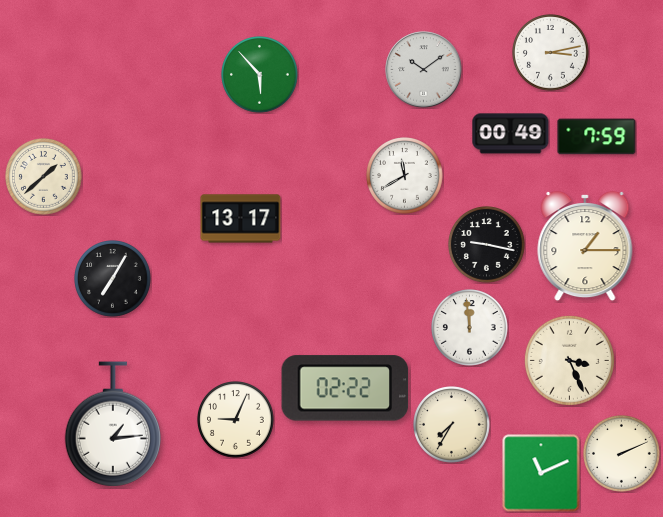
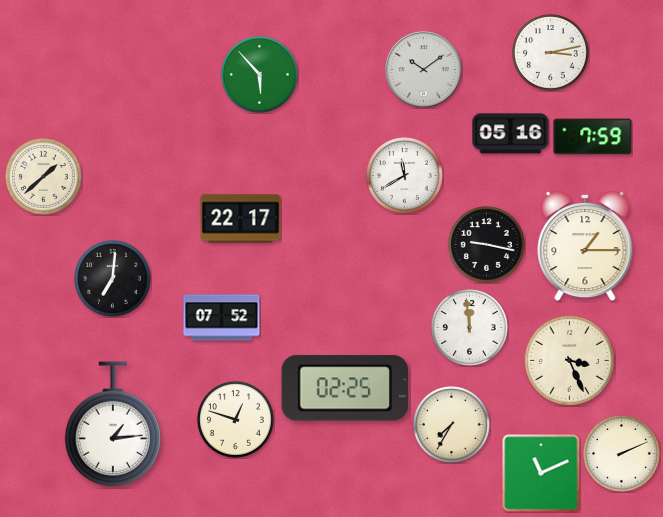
clock at (511, 134): 00:49 -> 05:16
clock at (597, 137) position: (597, 137) -> (593, 137)
clock at (241, 219): 13:17 -> 22:17
clock at (113, 279): 7:05 -> 7:01
clock at (222, 318): none -> 07:52
clock at (345, 388): 02:22 -> 02:25
clock at (236, 420): 9:04 -> 12:48
